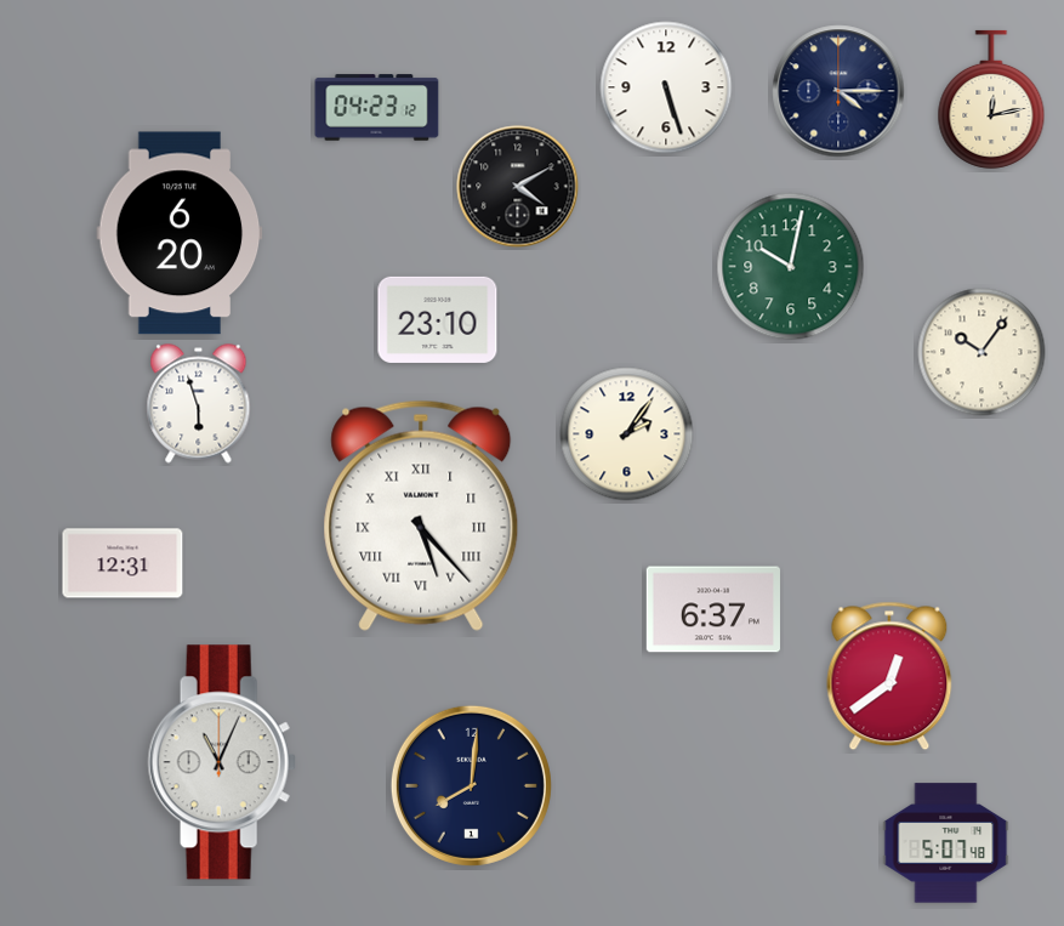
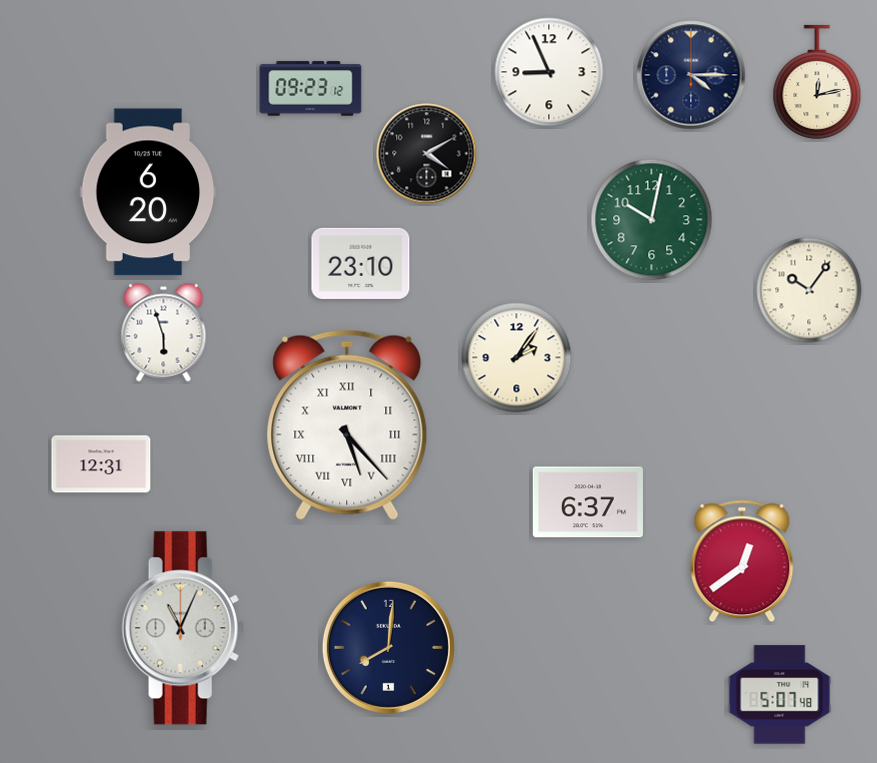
clock at (666, 87): 5:27 -> 8:56
clock at (377, 108): 04:23 -> 09:23
clock at (889, 676) position: (889, 676) -> (742, 561)
